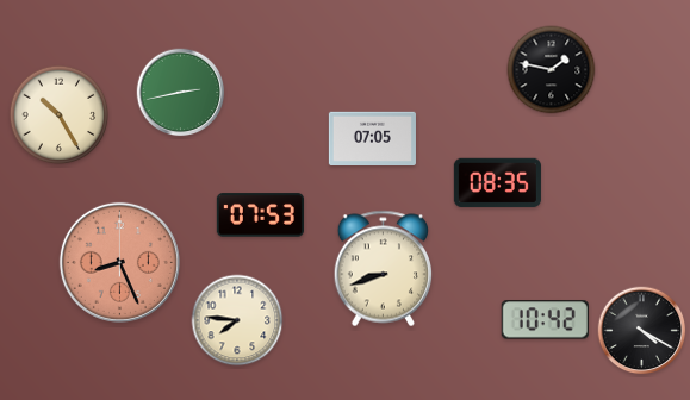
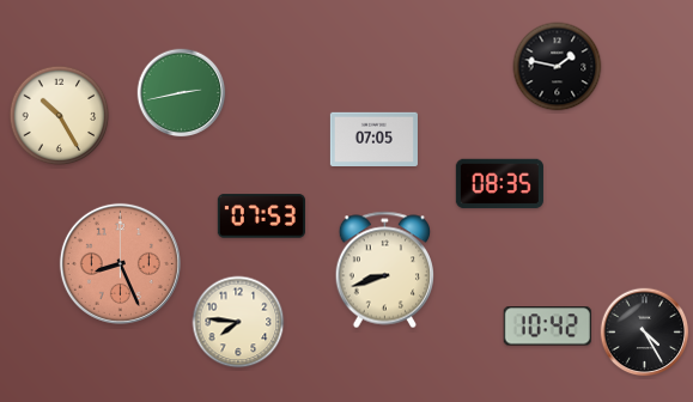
clock at (552, 70) position: (552, 70) -> (558, 67)
clock at (545, 320) position: (545, 320) -> (547, 327)
clock at (642, 331): 4:20 -> 4:25
